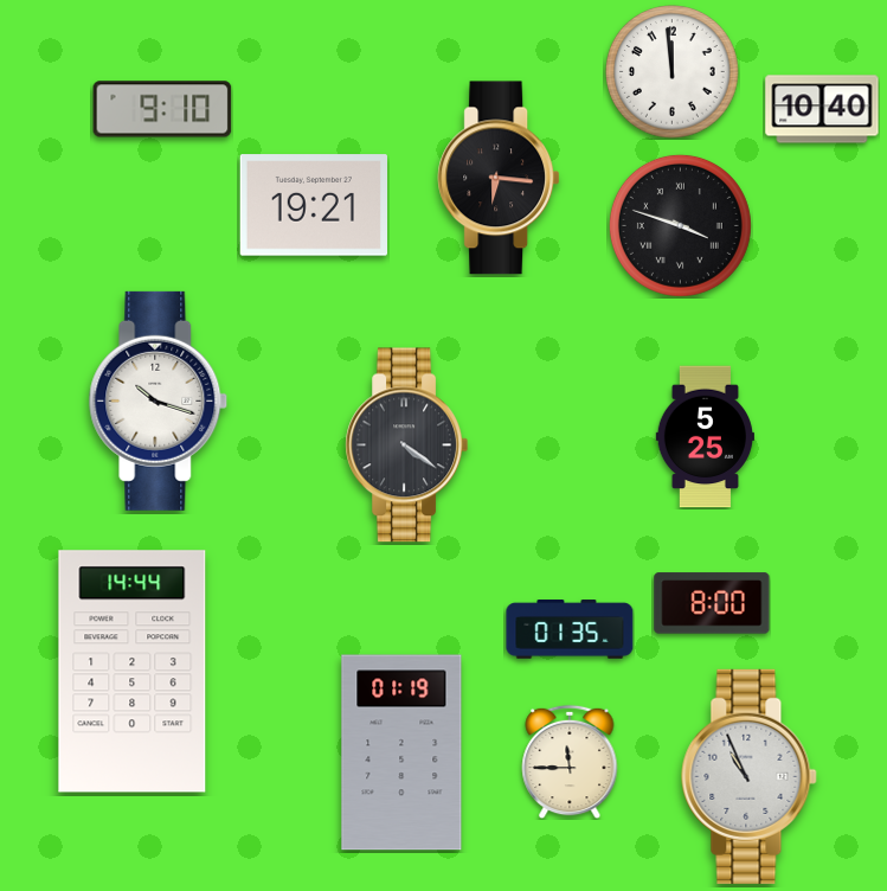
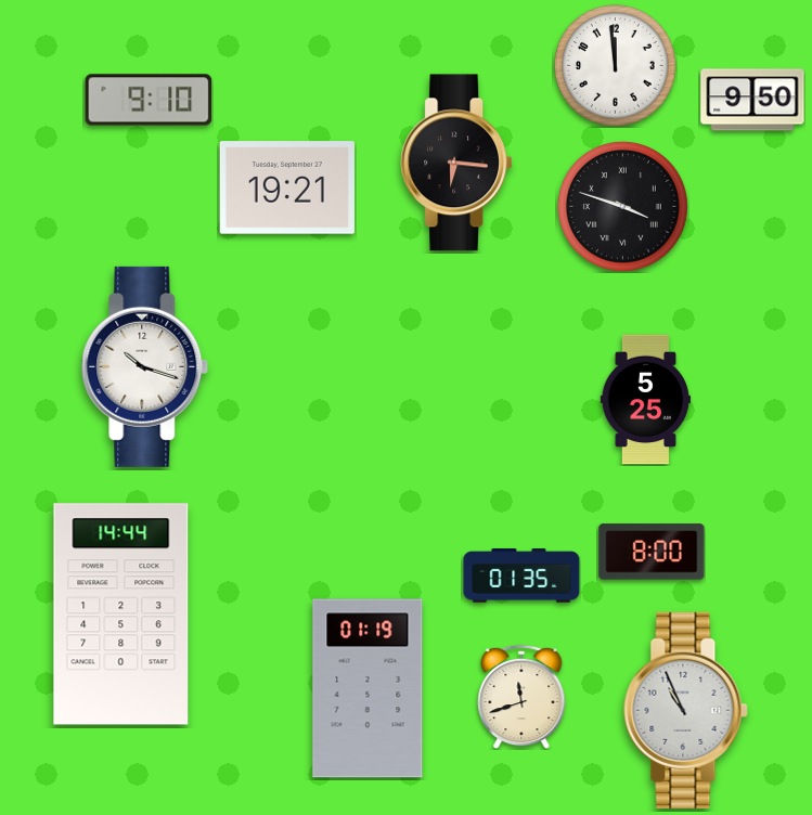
clock at (822, 109): 10:40 -> 9:50
clock at (407, 445): 4:21 -> none
clock at (570, 762): 11:45 -> 11:42
